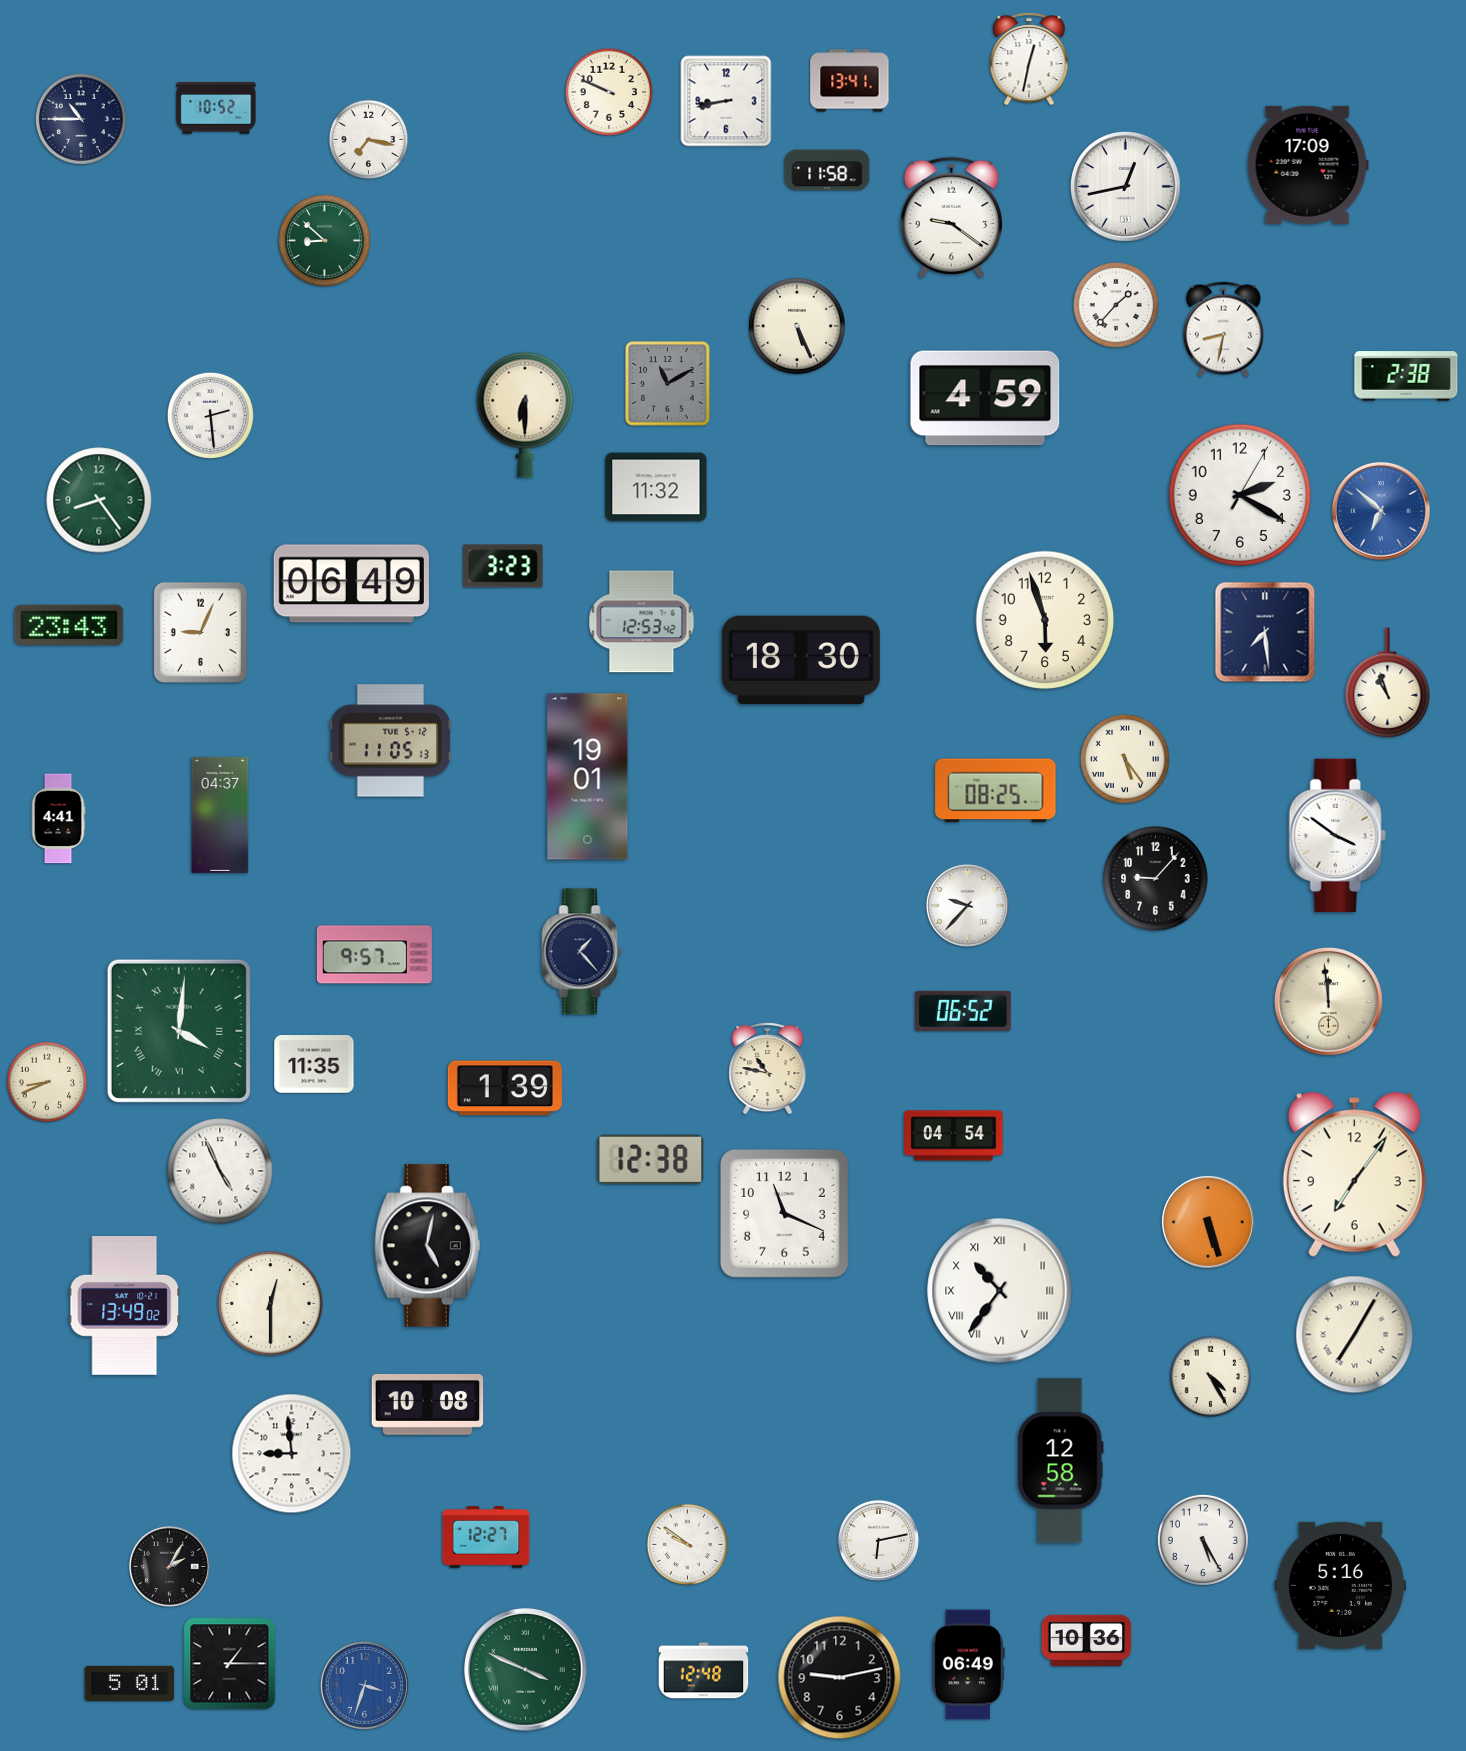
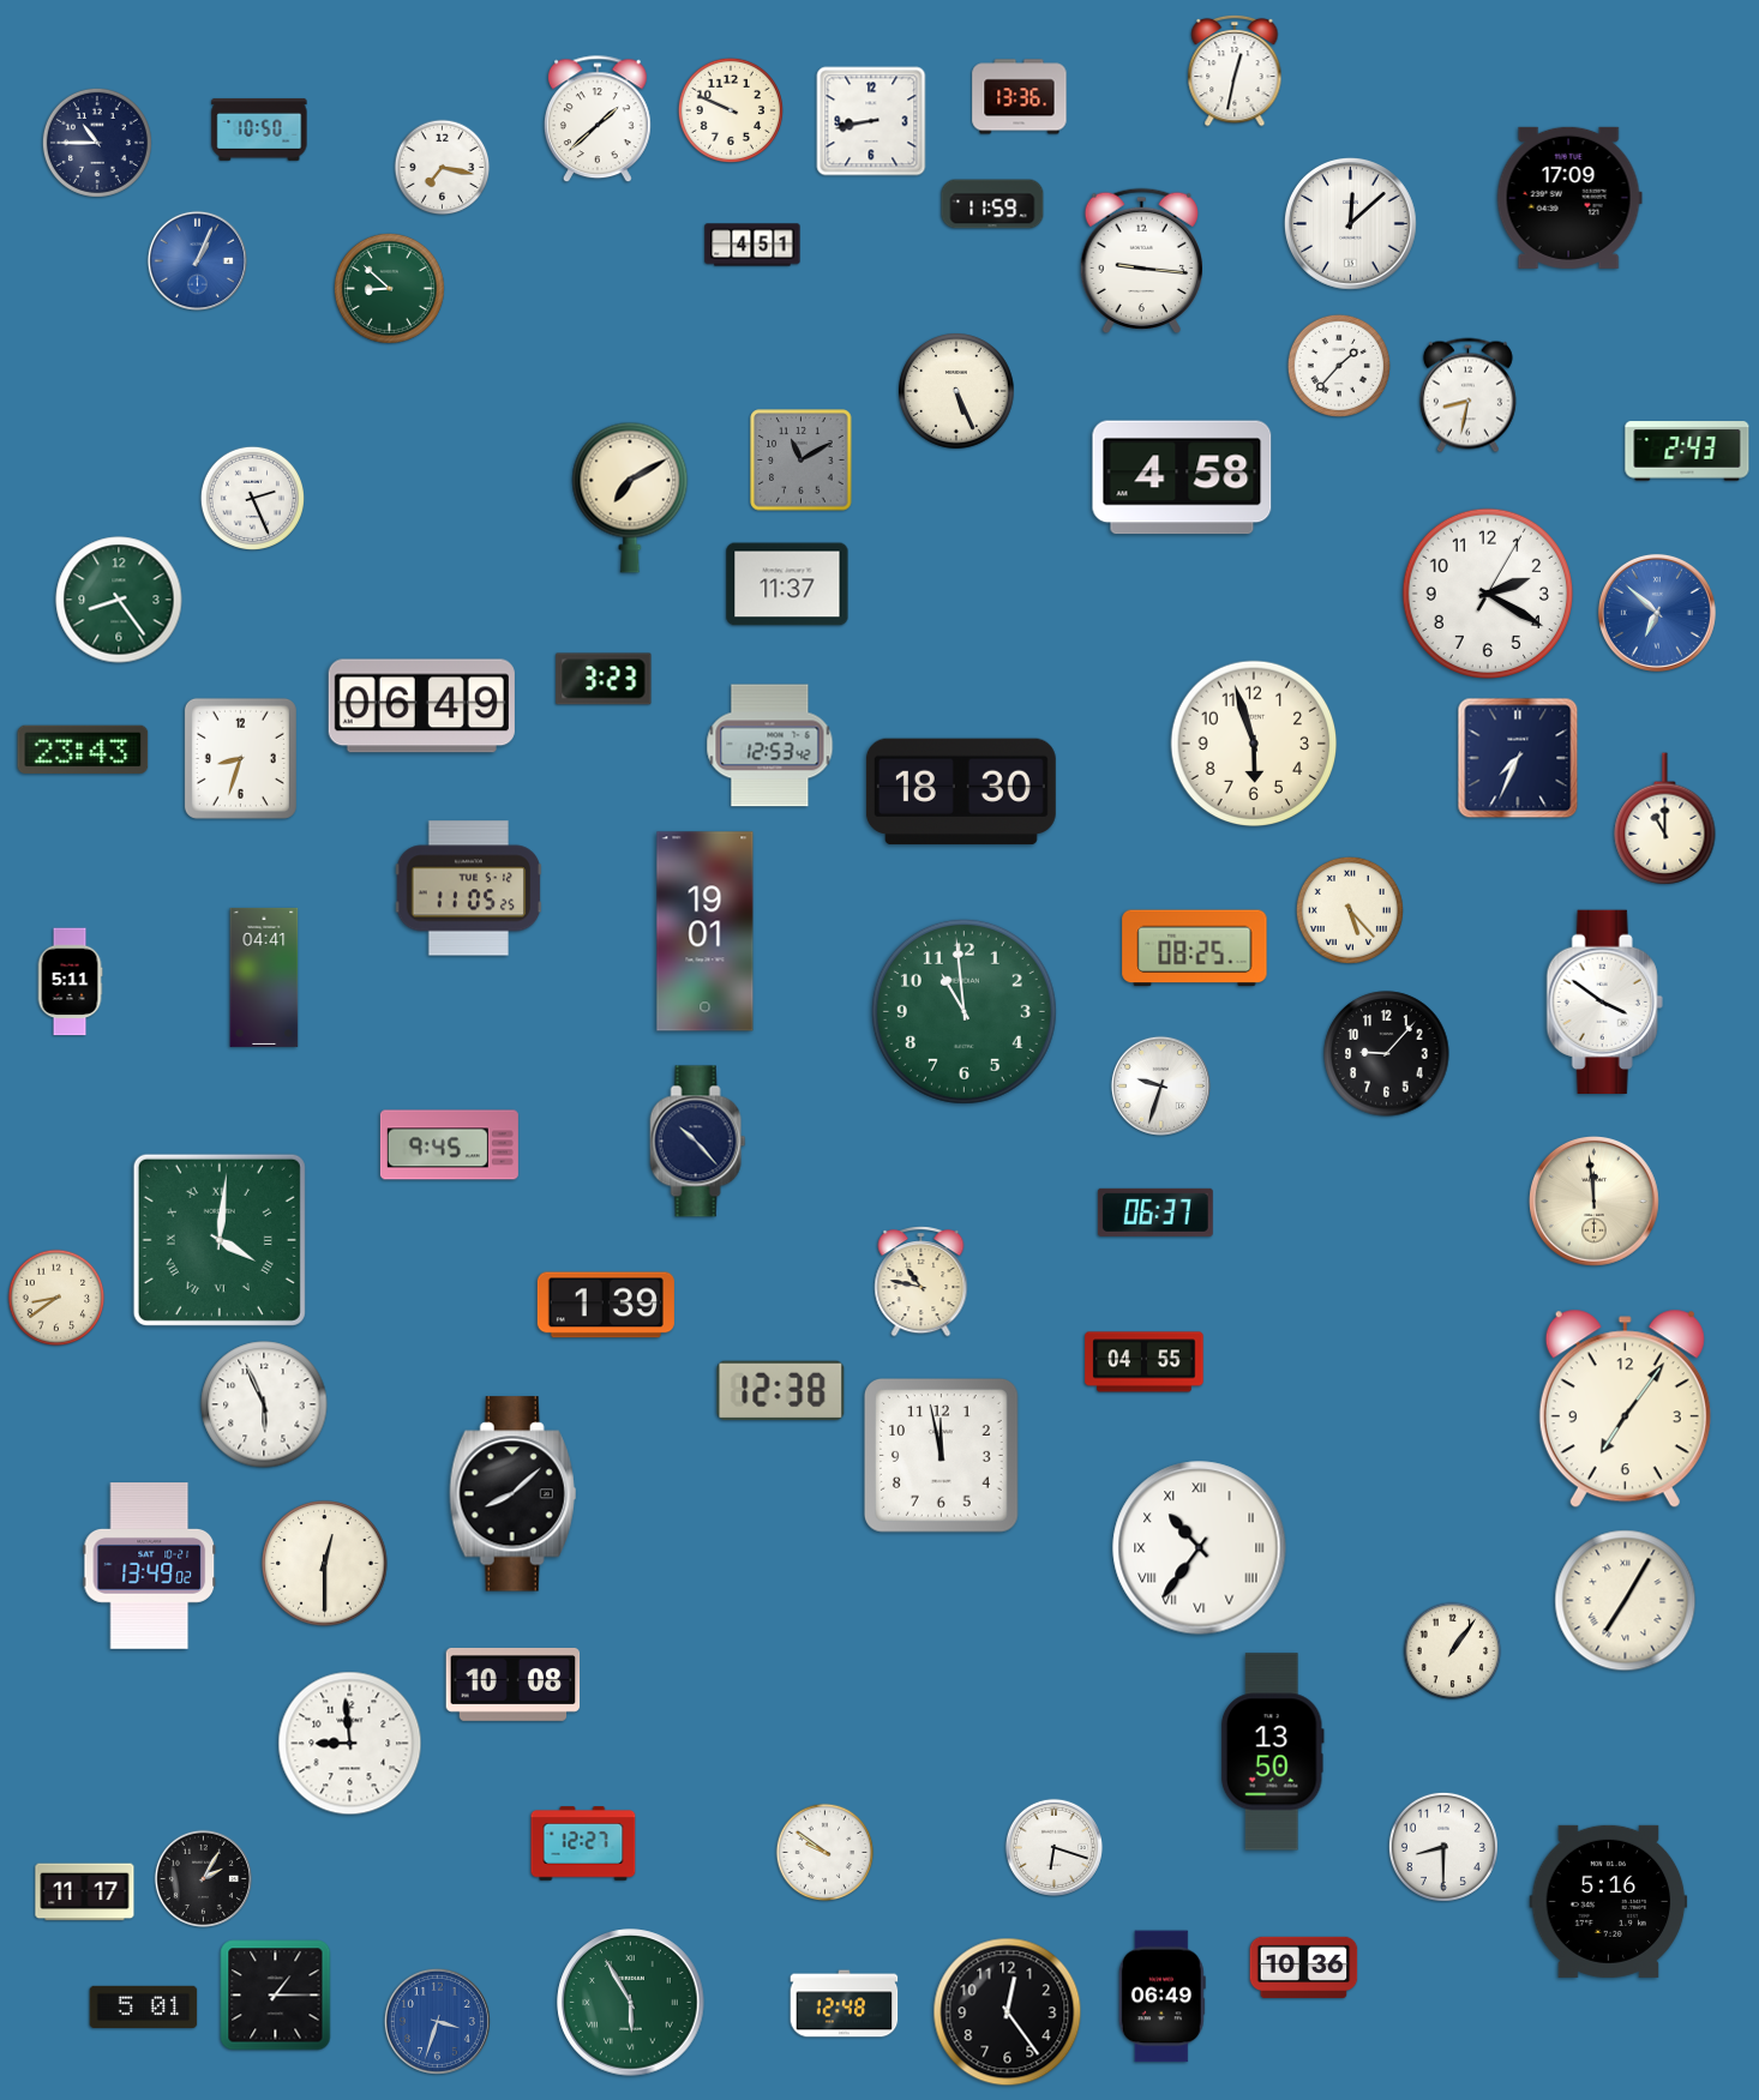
clock at (850, 81): 13:41 -> 13:36
clock at (598, 120): none -> 1:38
clock at (216, 108): 10:52 -> 10:50
clock at (827, 170): 11:58 -> 11:59
clock at (1125, 186): 12:43 -> 12:08
clock at (752, 245): none -> 4:51
clock at (197, 260): none -> 1:04
clock at (951, 218): 9:21 -> 9:16
clock at (1406, 376): 2:38 -> 2:43
clock at (985, 398): 4:59 -> 4:58
clock at (210, 415): 2:29 -> 2:26
clock at (525, 415): 6:30 -> 7:10
clock at (656, 487): 11:32 -> 11:37
clock at (351, 584) position: (351, 584) -> (421, 706)
clock at (200, 632): 9:04 -> 8:33
clock at (1265, 632): 7:29 -> 7:34
clock at (1388, 683): 10:57 -> 11:00
clock at (391, 741): 11:05:13 -> 11:05:25
clock at (1125, 759): 5:24 -> 5:23
clock at (220, 815): 04:37 -> 04:41
clock at (58, 819): 4:41 -> 5:11
clock at (963, 1011): none -> 10:59
clock at (967, 905): 9:37 -> 9:33
clock at (582, 952): 1:23 -> 10:23
clock at (374, 955): 9:57 -> 9:45
clock at (963, 1011): 06:52 -> 06:37
clock at (179, 1031) position: (179, 1031) -> (220, 1240)
clock at (314, 1065): 11:35 -> none
clock at (47, 1082): 8:41 -> 8:39
clock at (954, 1136): 04:54 -> 04:55
clock at (220, 1171): 4:56 -> 5:56
clock at (785, 1214): 11:19 -> 11:58
clock at (1208, 1222): 5:27 -> none
clock at (428, 1246): 5:02 -> 8:08
clock at (1211, 1377): 4:25 -> 1:06
clock at (1060, 1461): 12:58 -> 13:50
clock at (878, 1540): 6:13 -> 6:18
clock at (1203, 1540): 5:25 -> 8:30
clock at (85, 1893): none -> 11:17
clock at (526, 1670): 3:49 -> 5:55
clock at (840, 1678): 9:13 -> 12:24
clock at (130, 1684) position: (130, 1684) -> (144, 2008)
